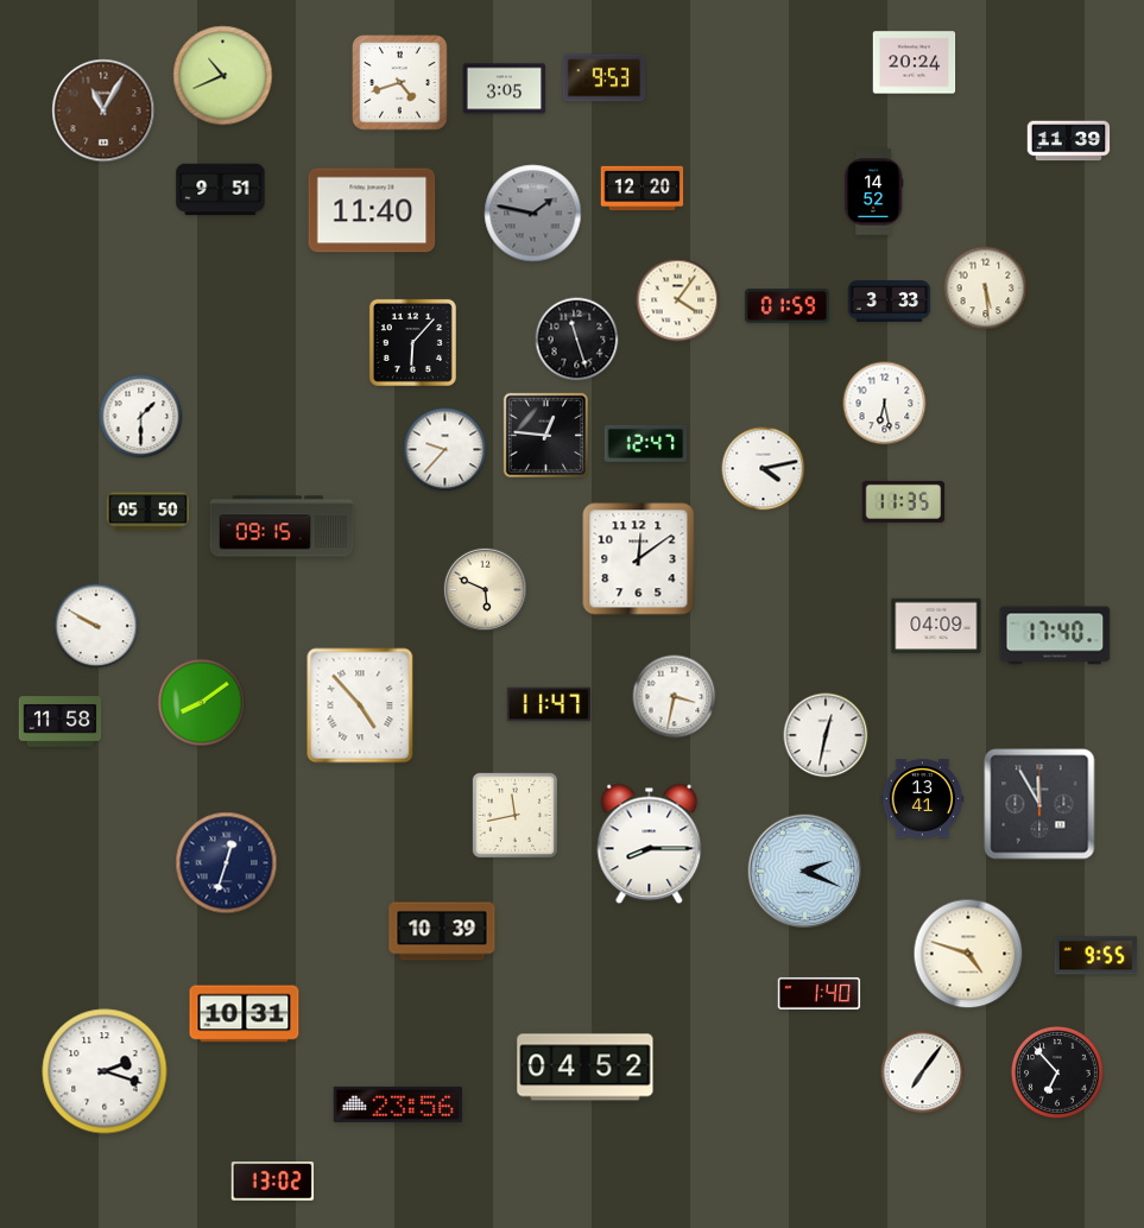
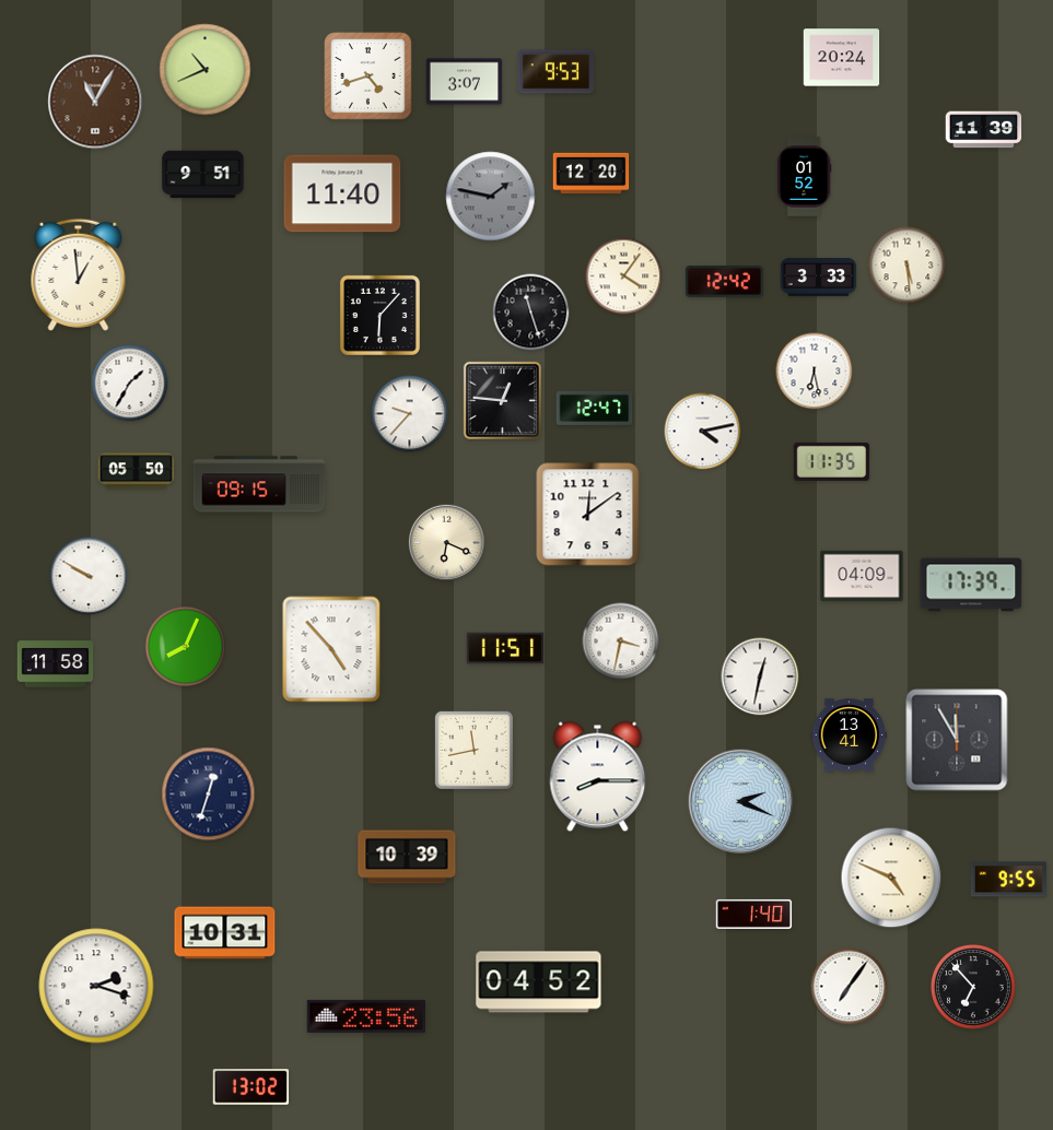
clock at (505, 89): 3:05 -> 3:07
clock at (873, 192): 14:52 -> 01:52
clock at (79, 274): none -> 12:59
clock at (786, 306): 01:59 -> 12:42
clock at (141, 417): 1:30 -> 1:35
clock at (485, 589): 5:49 -> 6:19
clock at (1055, 635): 17:40 -> 17:39
clock at (202, 703): 8:09 -> 8:04
clock at (548, 704): 11:47 -> 11:51
clock at (968, 954): 4:48 -> 4:49
